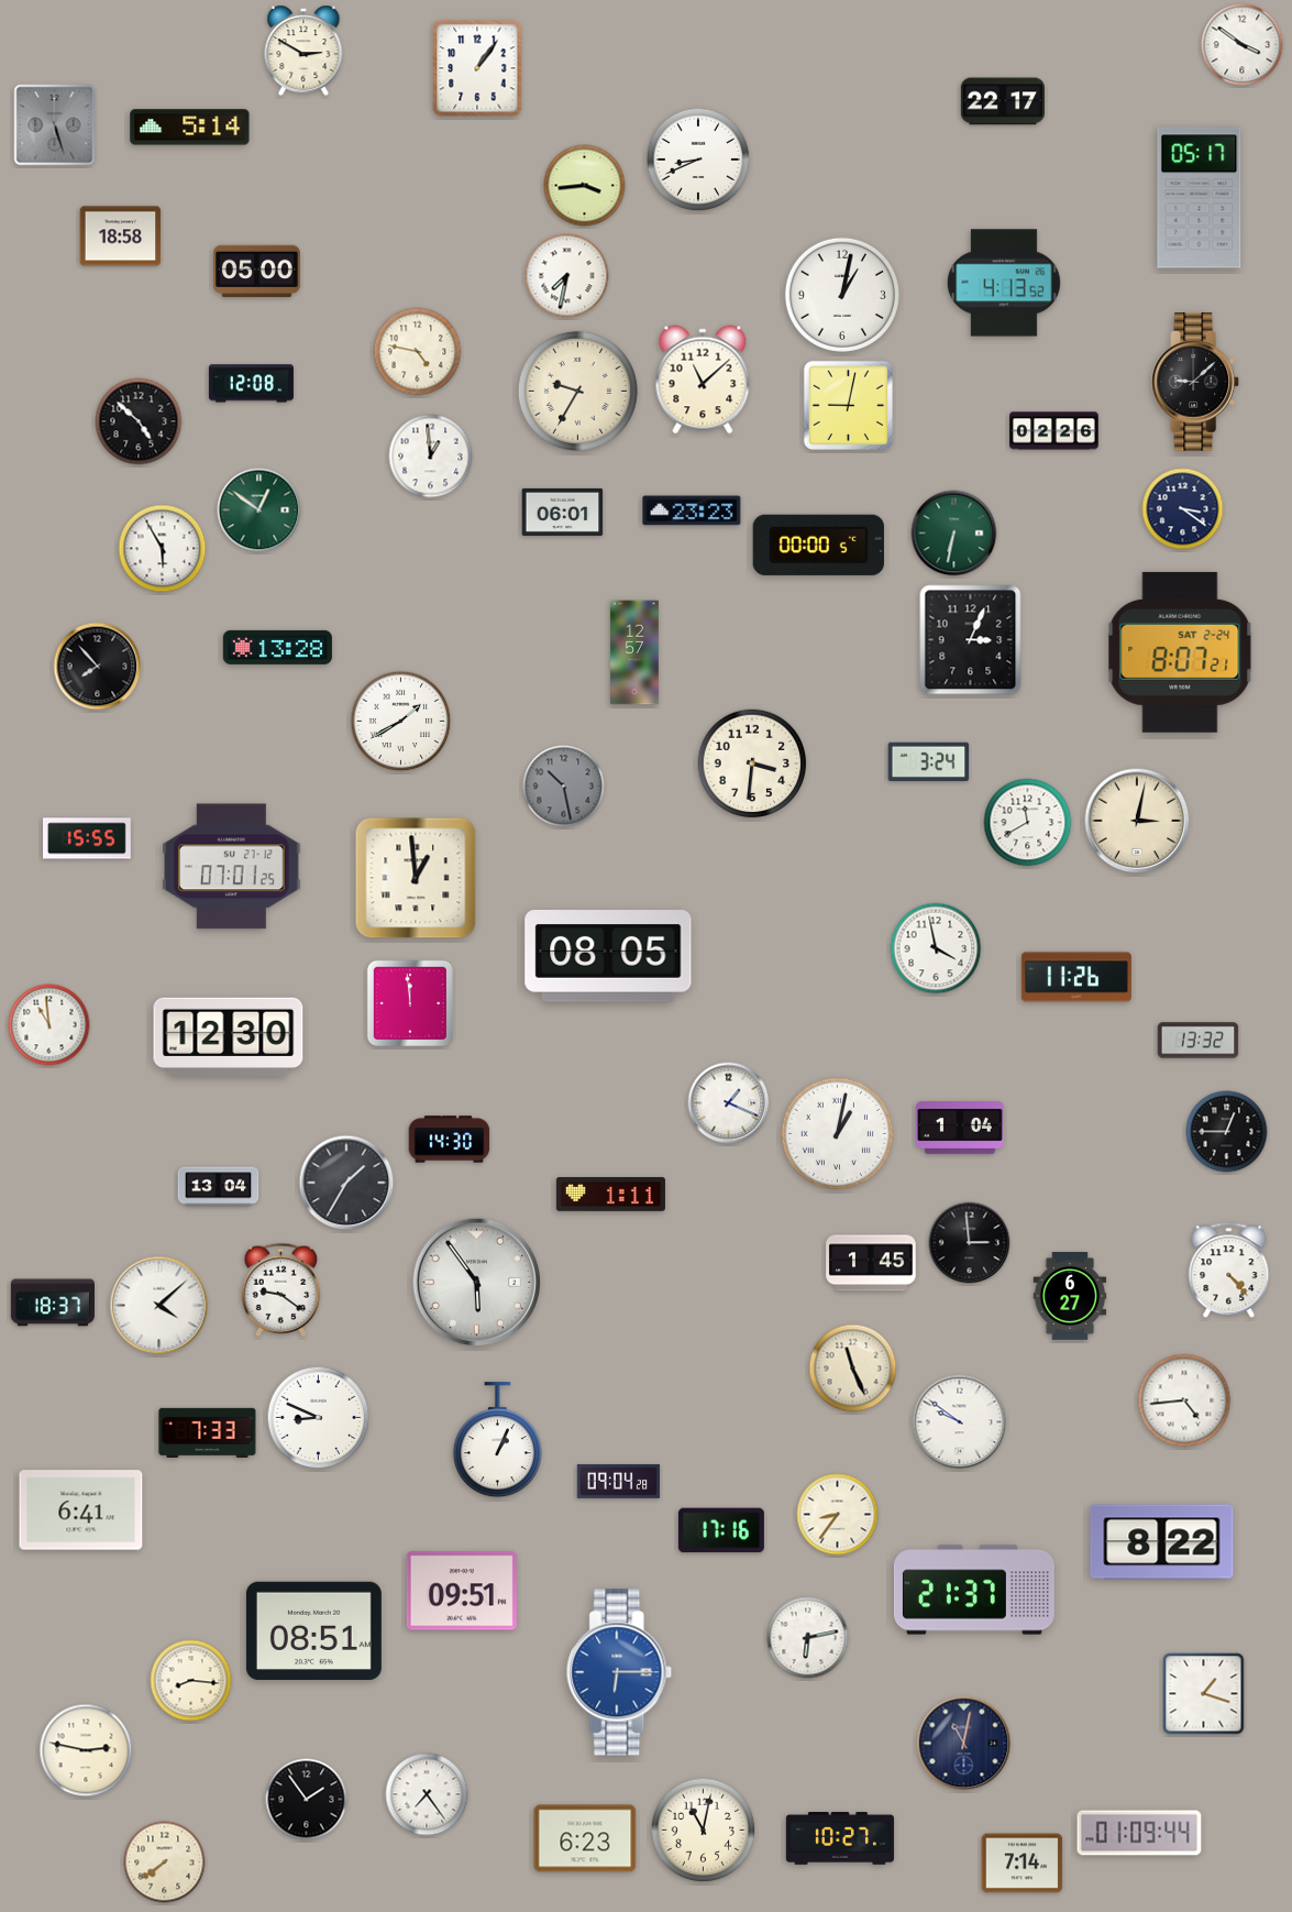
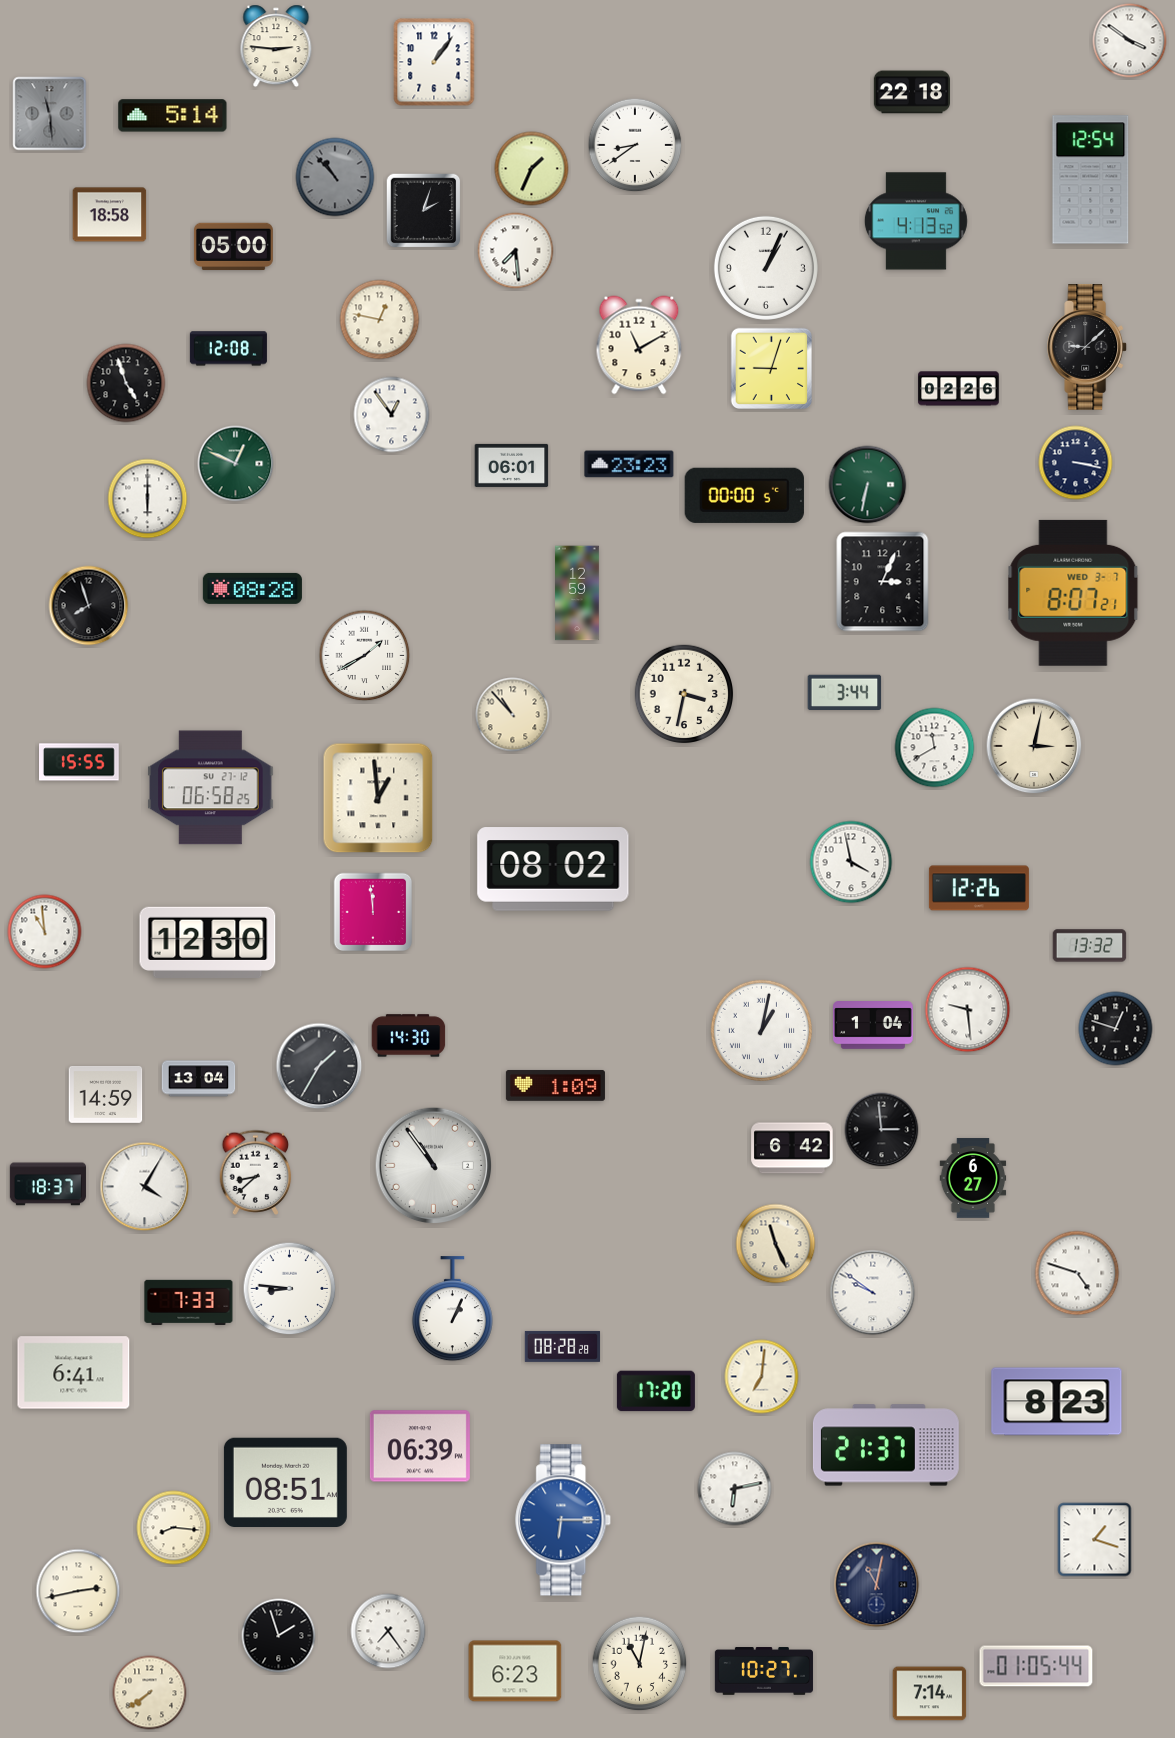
clock at (303, 51): 2:50 -> 2:46
clock at (1003, 101): 22:17 -> 22:18
clock at (55, 125): 5:27 -> 11:29
clock at (698, 160): 8:41 -> 8:39
clock at (585, 186): 3:44 -> 1:34
clock at (335, 177): none -> 10:53
clock at (1200, 198): 05:17 -> 12:54
clock at (424, 211): none -> 2:03
clock at (567, 276): 7:32 -> 7:29
clock at (1004, 283) position: (1004, 283) -> (916, 221)
clock at (842, 295): 1:02 -> 1:04
clock at (418, 352): 4:47 -> 12:47
clock at (703, 380): 11:08 -> 11:10
clock at (577, 391): 9:35 -> none
clock at (849, 406): 9:02 -> 9:03
clock at (139, 421): 4:52 -> 4:57
clock at (1054, 431) position: (1054, 431) -> (959, 389)
clock at (431, 457): 12:59 -> 12:54
clock at (1183, 509): 3:21 -> 3:17
clock at (259, 510): 12:51 -> 12:49
clock at (163, 549): 5:55 -> 6:00
clock at (277, 647): 13:28 -> 08:28
clock at (634, 652): 12:57 -> 12:59
clock at (1180, 652) date: SAT 2-24 -> WED 3-7
clock at (98, 667): 7:53 -> 7:57
clock at (929, 761): 3:24 -> 3:44
clock at (752, 763): 3:31 -> 3:32
clock at (564, 787): 10:28 -> 10:53
clock at (564, 787) dial: grey -> cream
clock at (232, 867): 07:01 -> 06:58
clock at (608, 956): 08:05 -> 08:02
clock at (1076, 977): 11:26 -> 12:26
clock at (729, 1103): 1:19 -> none
clock at (968, 1010): none -> 9:29
clock at (1227, 1132): 12:45 -> 12:48
clock at (346, 1183) position: (346, 1183) -> (319, 1066)
clock at (610, 1194): 1:11 -> 1:09
clock at (106, 1094): none -> 14:59
clock at (871, 1263): 1:45 -> 6:42
clock at (1229, 1271): 4:23 -> none
clock at (477, 1283): 5:54 -> 10:54
clock at (281, 1289): 9:21 -> 8:38
clock at (159, 1306): 4:08 -> 4:05
clock at (1184, 1400): 4:44 -> 4:48
clock at (319, 1418): 8:49 -> 8:46
clock at (619, 1481): 09:04 -> 08:28
clock at (838, 1515): 8:36 -> 7:01
clock at (721, 1530): 17:16 -> 17:20
clock at (1162, 1542): 8:22 -> 8:23
clock at (462, 1591): 09:51 -> 06:39
clock at (86, 1750): 2:47 -> 2:43
clock at (307, 1800): 1:54 -> 1:57
clock at (1139, 1833): 01:09 -> 01:05
clock at (585, 1838) position: (585, 1838) -> (515, 1671)
